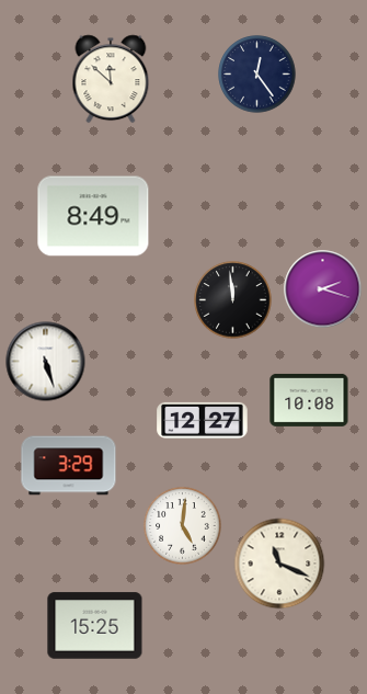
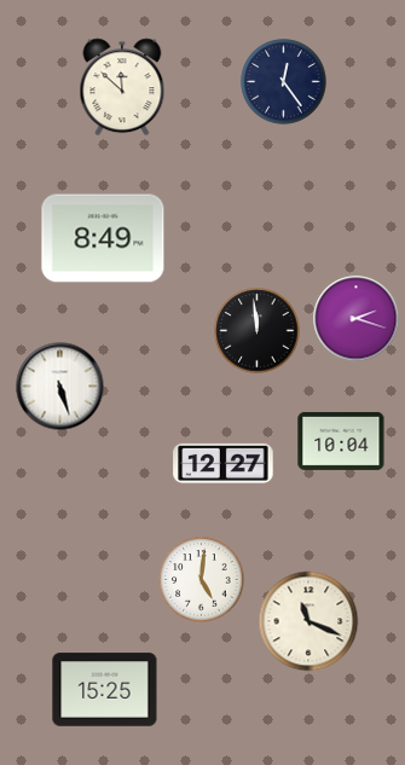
clock at (46, 362) position: (46, 362) -> (60, 387)
clock at (309, 400): 10:08 -> 10:04
clock at (69, 466): 3:29 -> none
